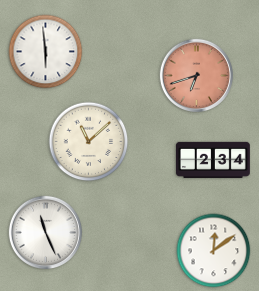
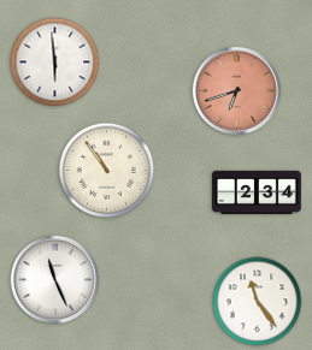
clock at (89, 142): 11:08 -> 10:54
clock at (214, 251): 12:09 -> 11:24
